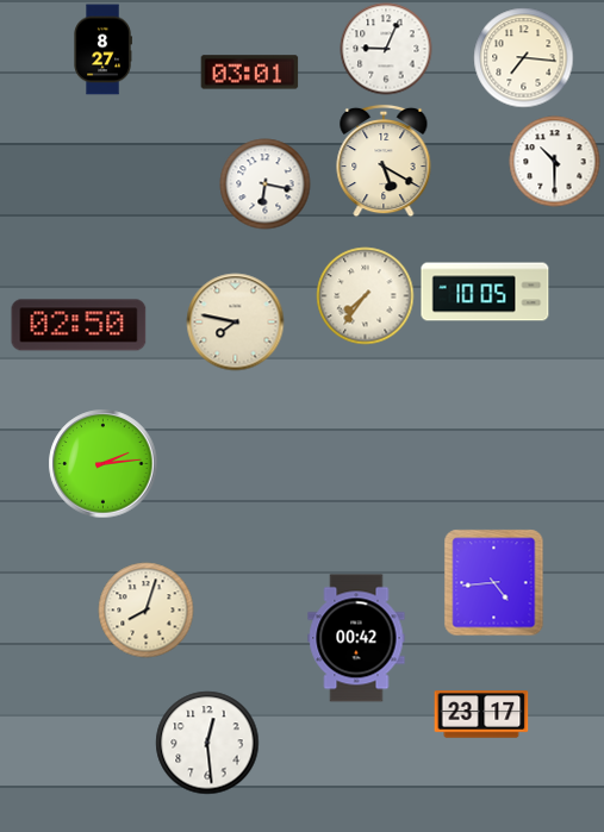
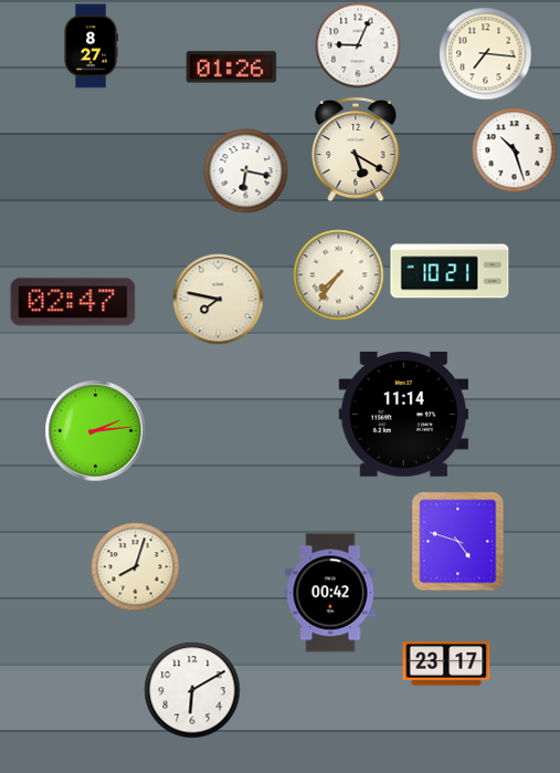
clock at (102, 50) position: (102, 50) -> (91, 46)
clock at (250, 73): 03:01 -> 01:26
clock at (555, 162): 10:30 -> 10:27
clock at (485, 292): 10:05 -> 10:21
clock at (79, 325): 02:50 -> 02:47
clock at (404, 414): none -> 11:14
clock at (494, 583): 4:44 -> 4:48
clock at (207, 743): 12:29 -> 6:10
